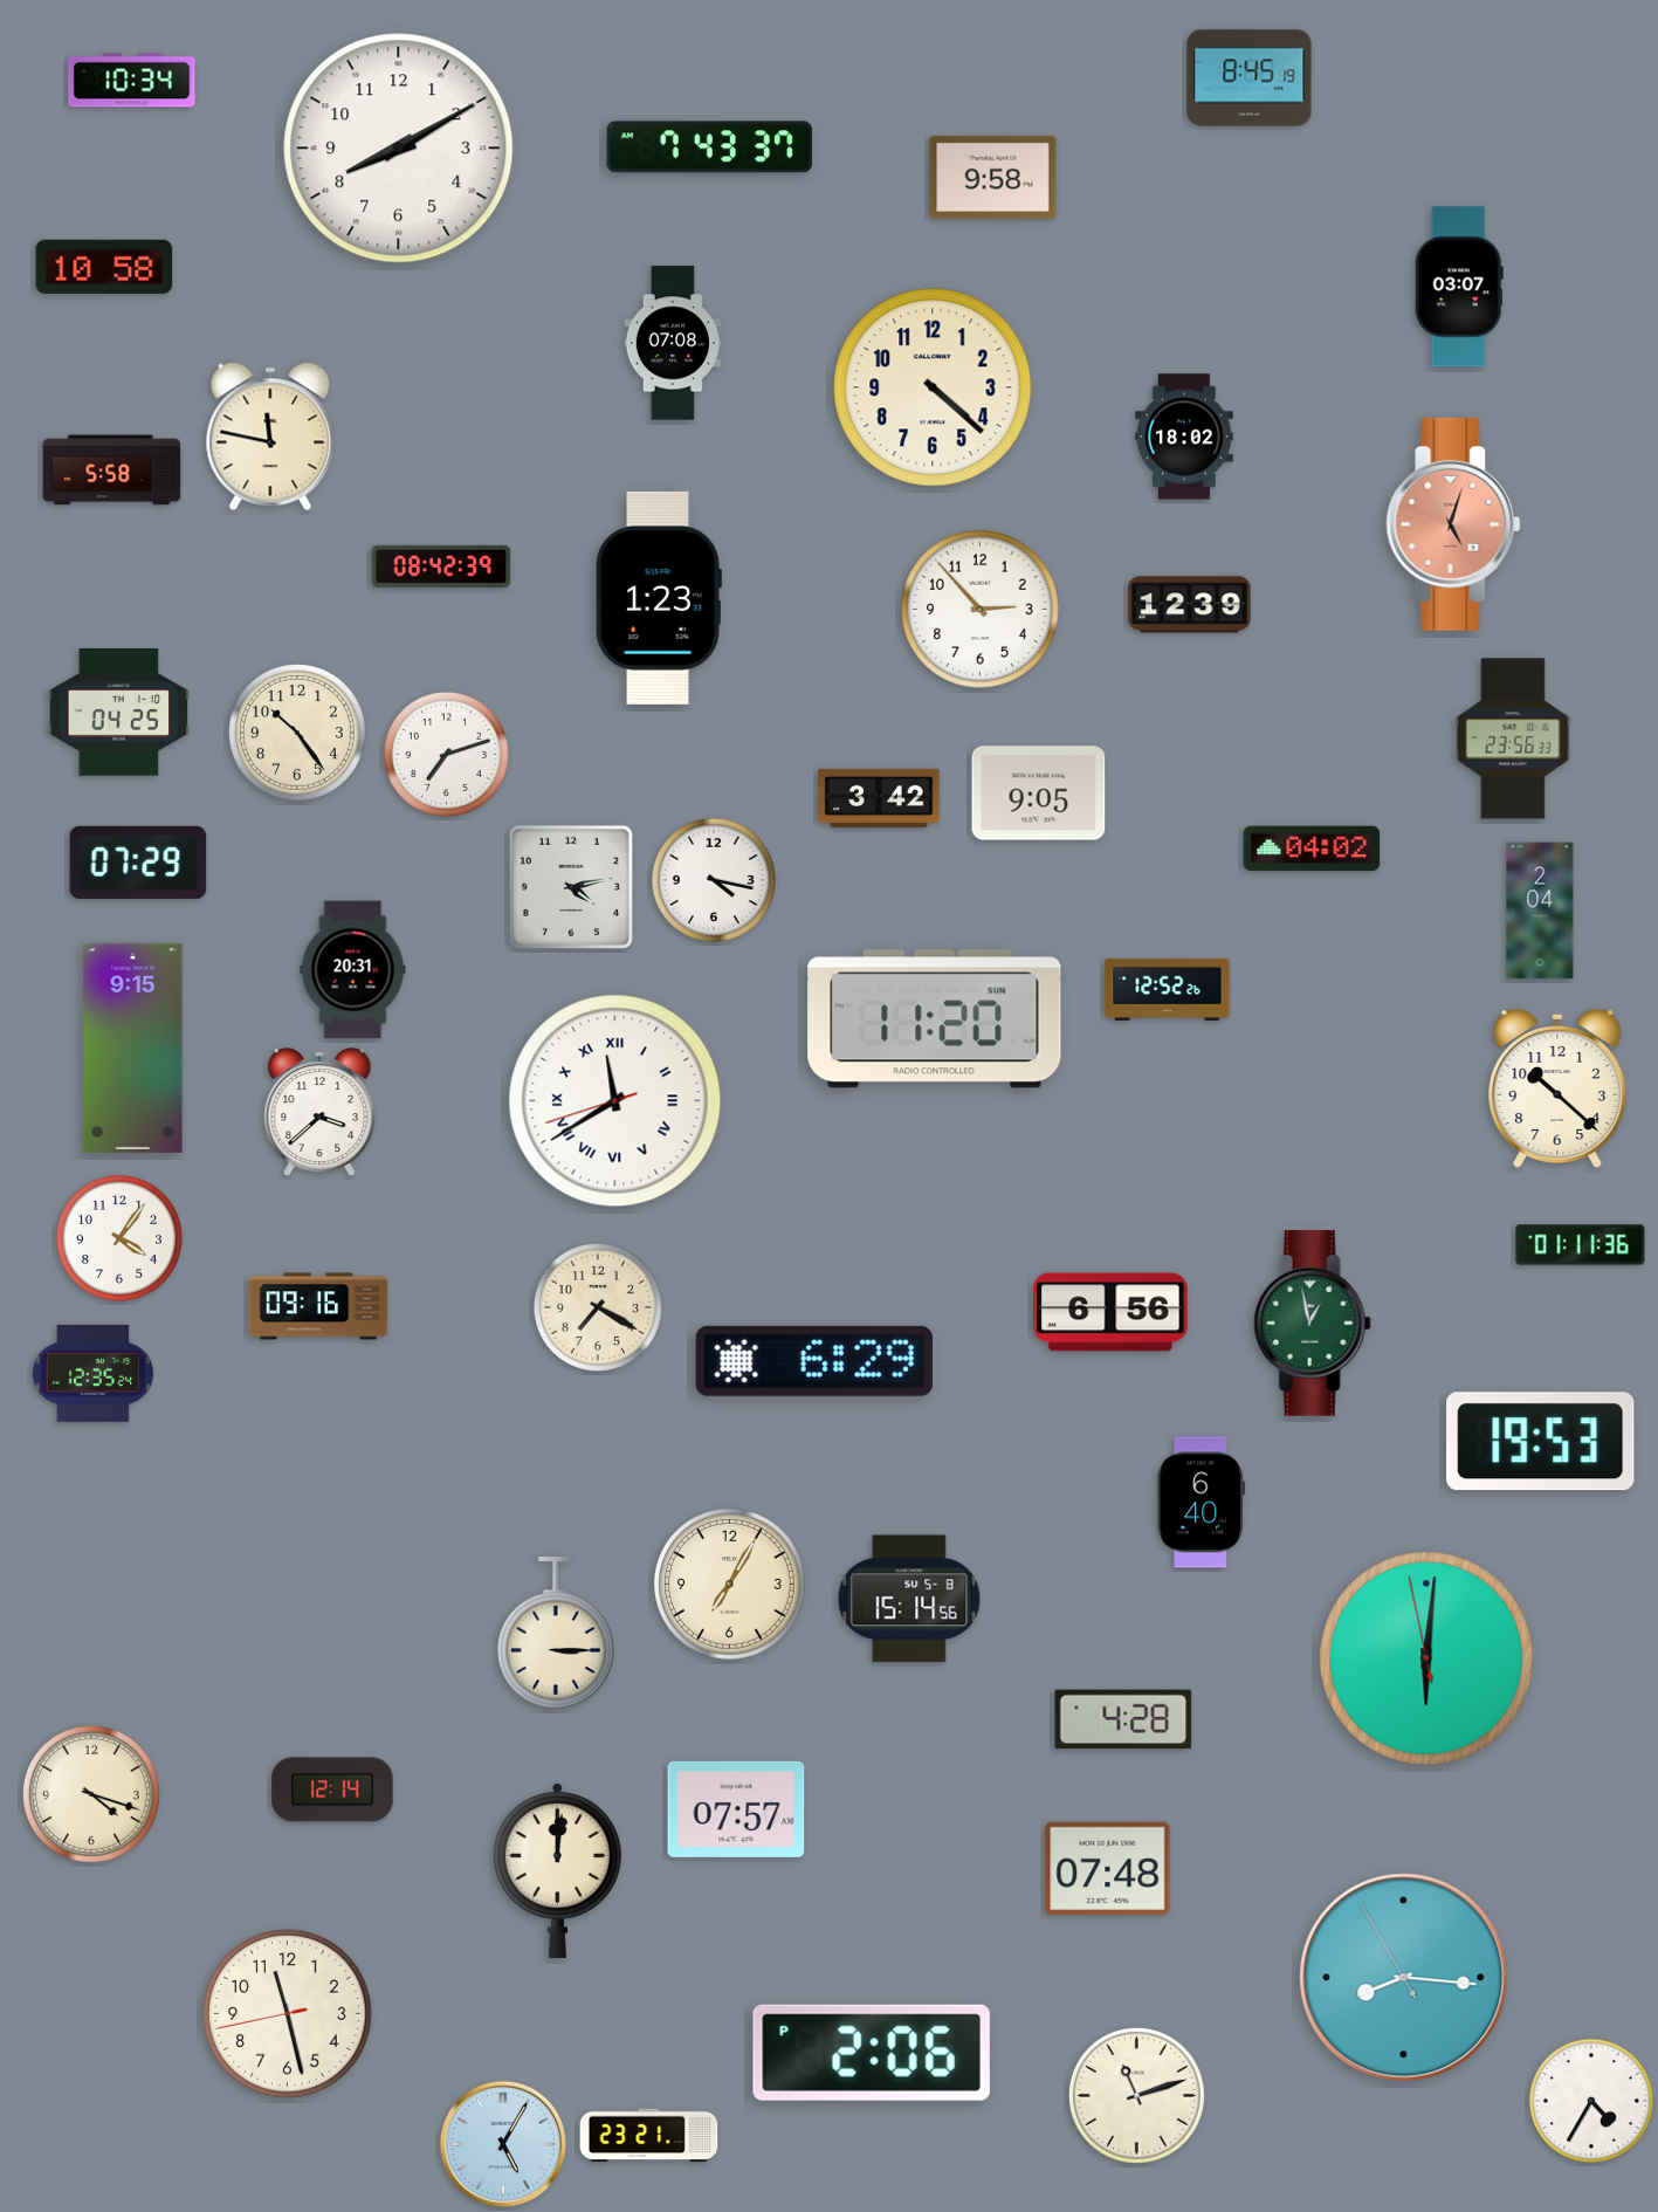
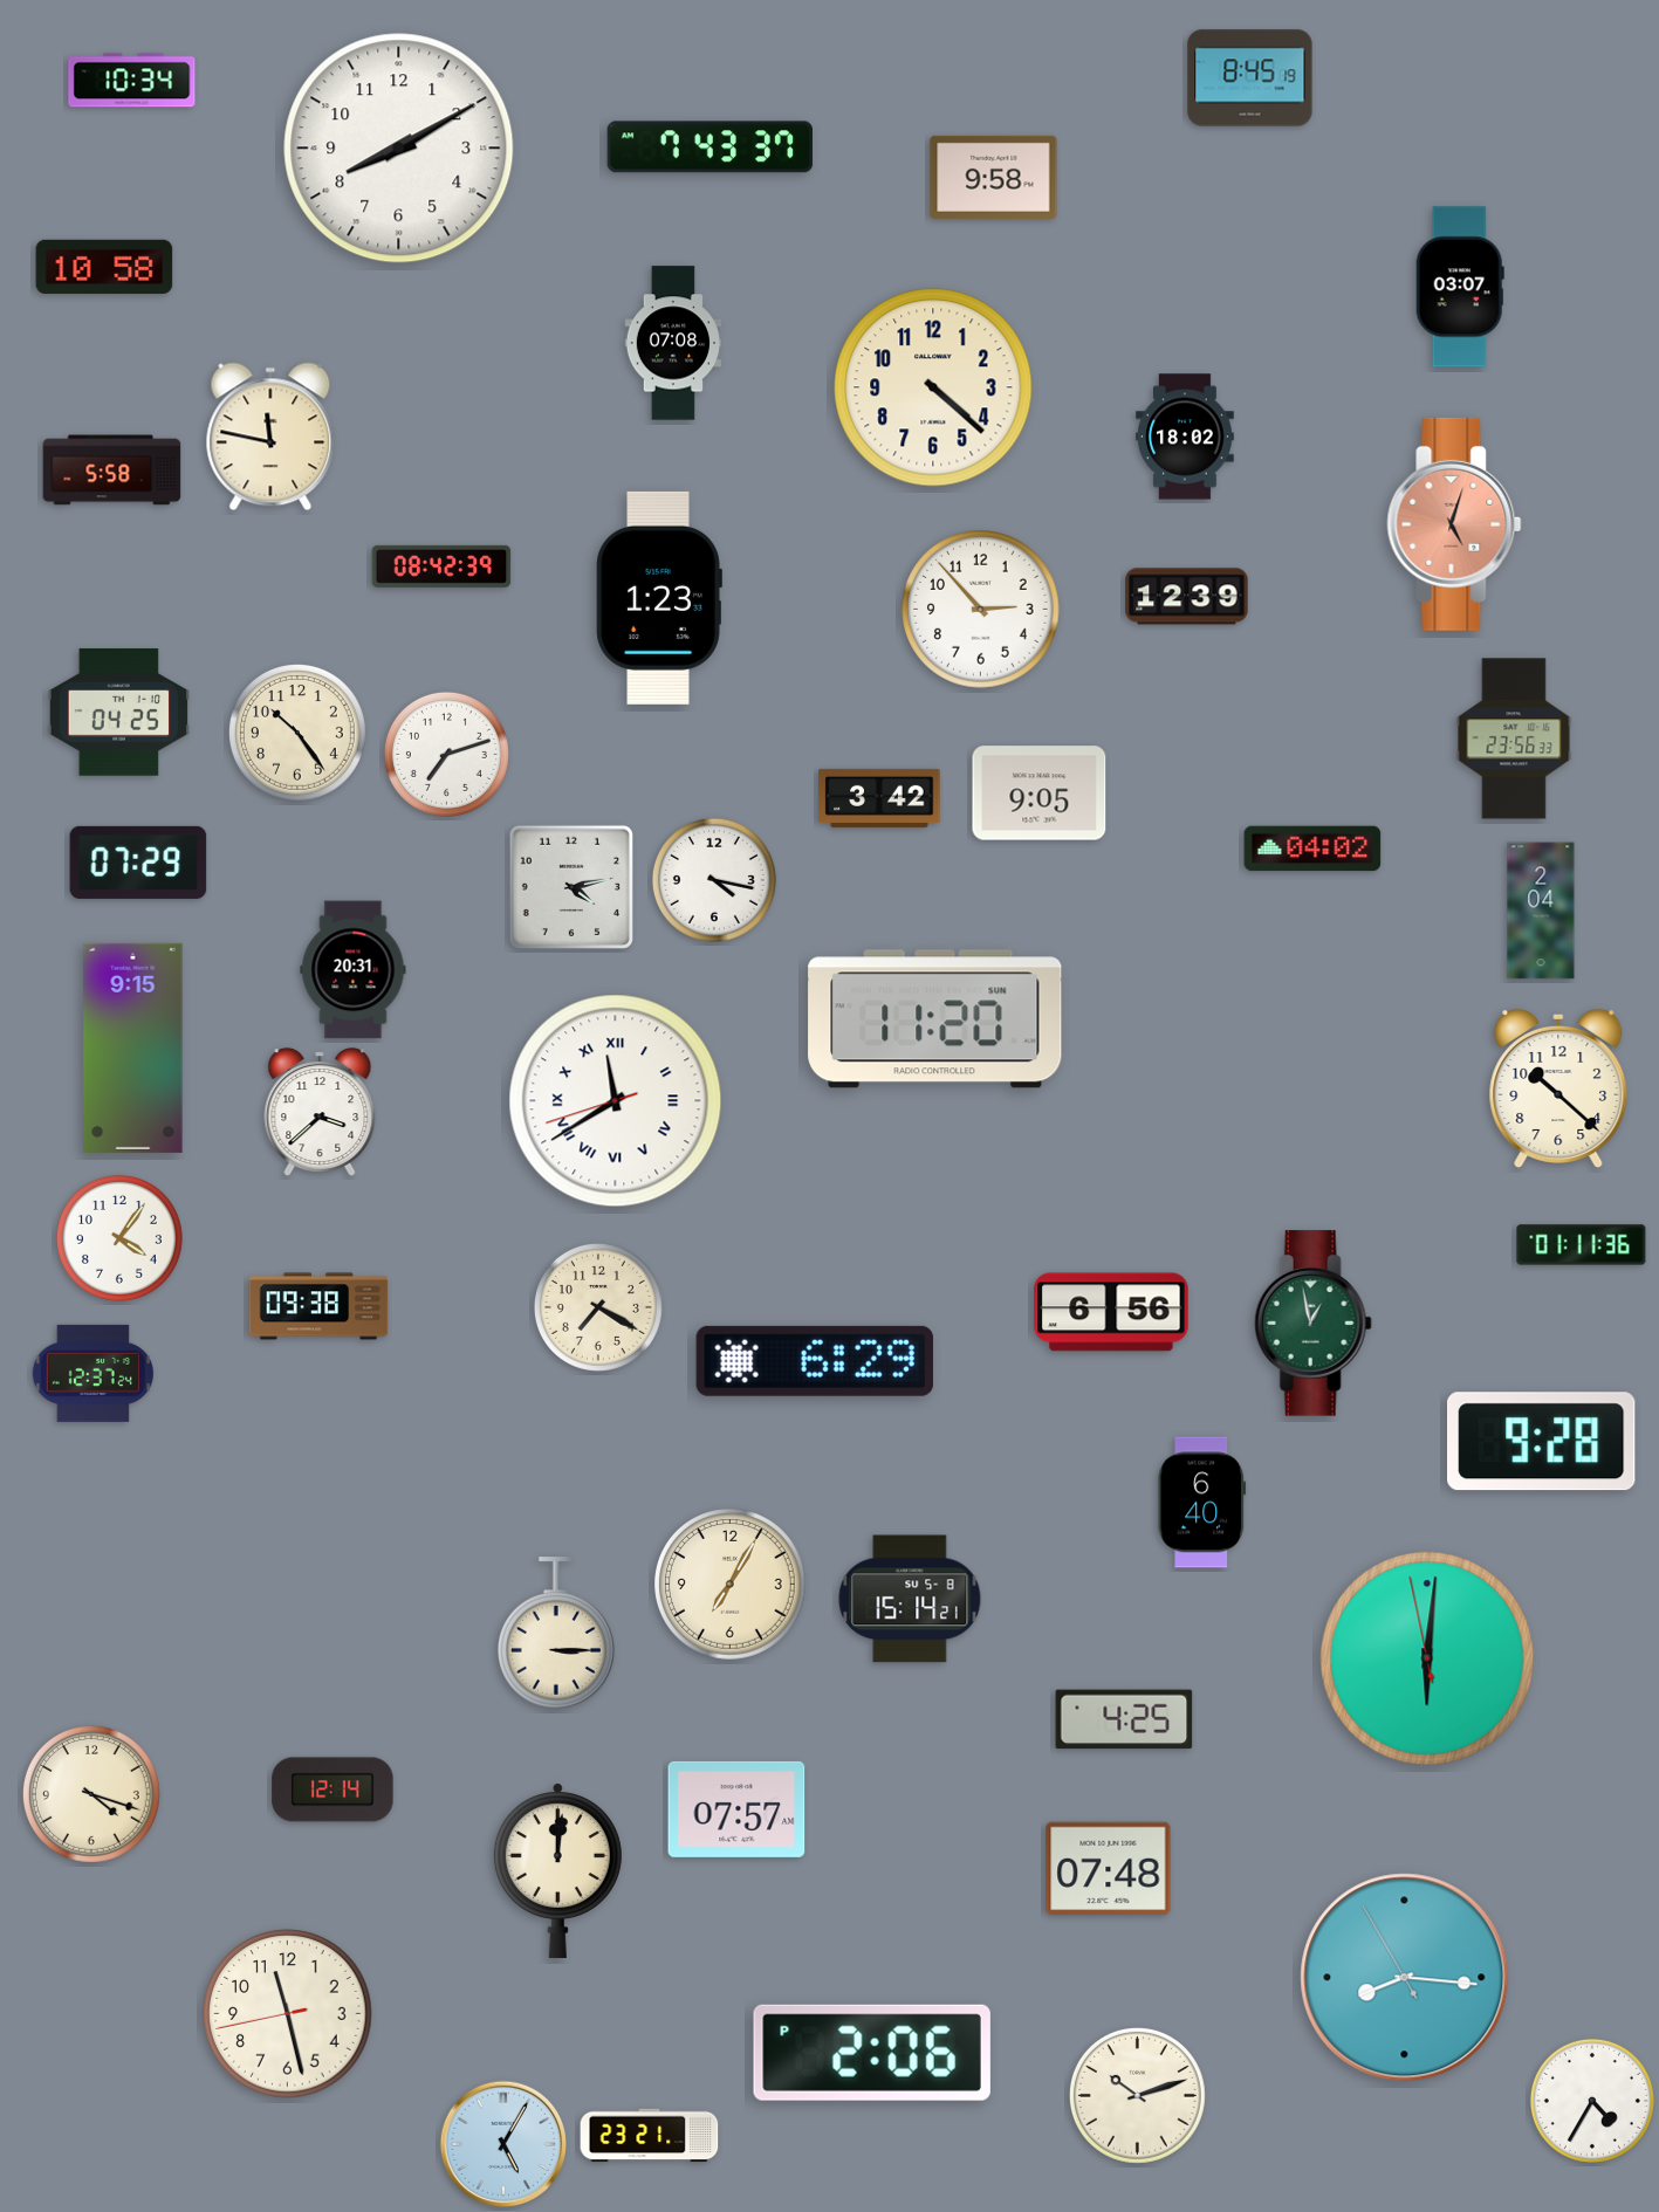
clock at (1190, 605) position: (1190, 605) -> (1187, 597)
clock at (1168, 989): 12:52 -> none
clock at (318, 1306): 09:16 -> 09:38
clock at (92, 1373): 12:35 -> 12:37
clock at (1541, 1442): 19:53 -> 9:28
clock at (909, 1599): 15:14:56 -> 15:14:21
clock at (1123, 1719): 4:28 -> 4:25
clock at (1136, 2095): 11:12 -> 10:12
